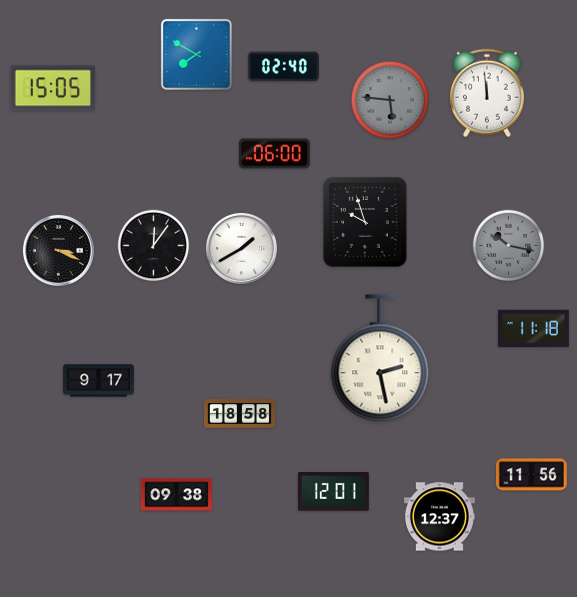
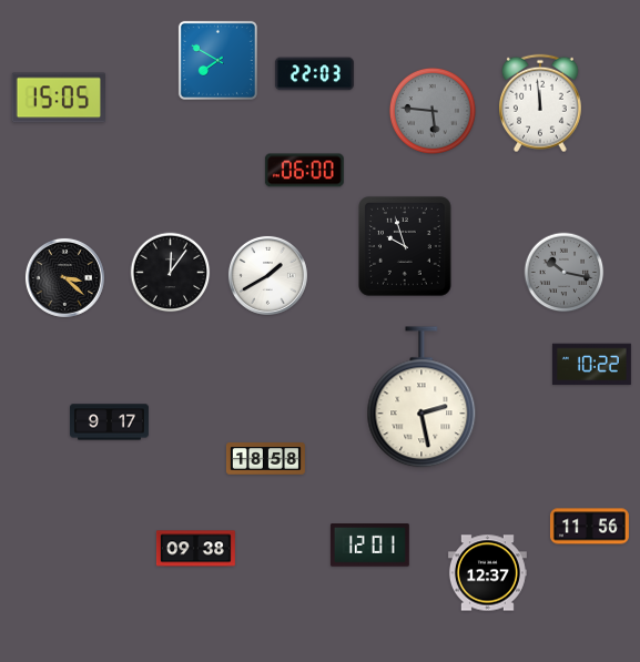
clock at (283, 67): 02:40 -> 22:03
clock at (58, 250): 3:19 -> 3:22
clock at (533, 329): 11:18 -> 10:22
